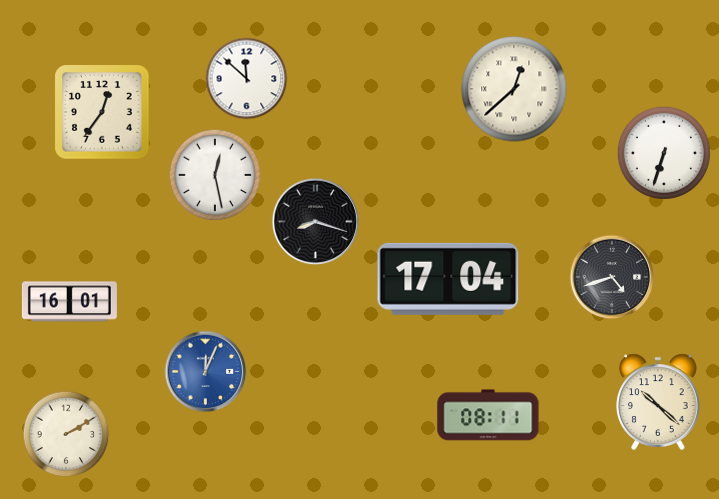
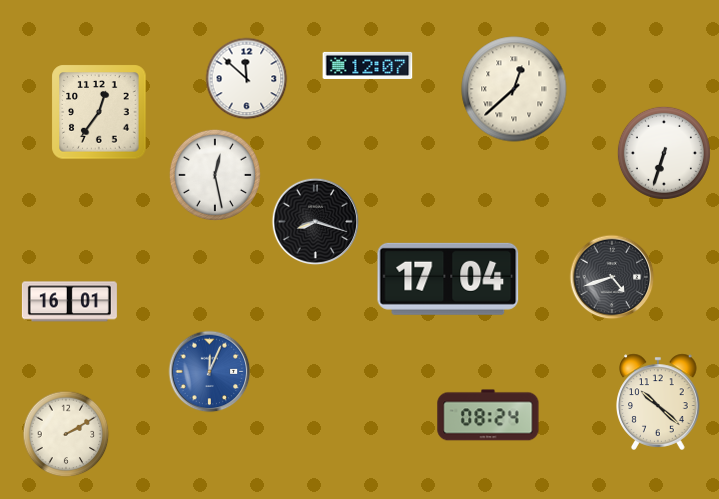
clock at (368, 65): none -> 12:07
clock at (102, 112) position: (102, 112) -> (99, 112)
clock at (206, 372) position: (206, 372) -> (210, 372)
clock at (488, 415): 08:11 -> 08:24
